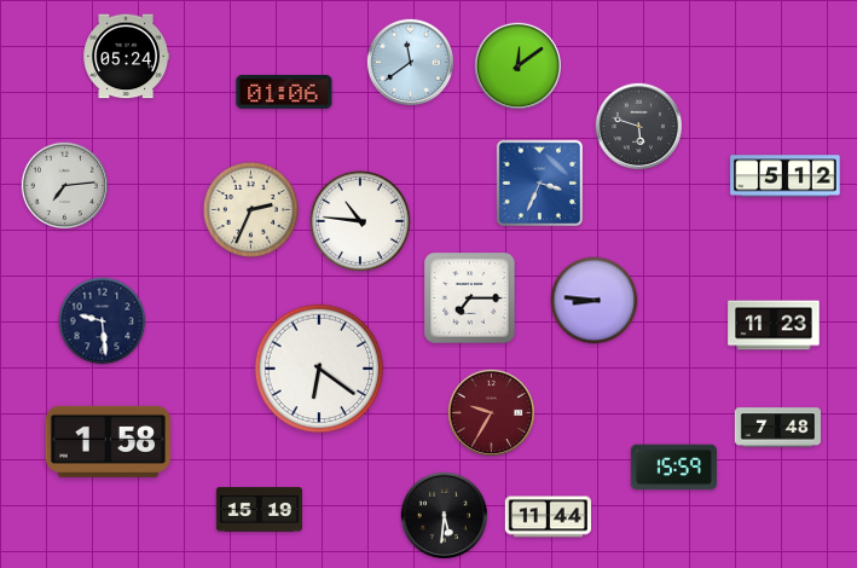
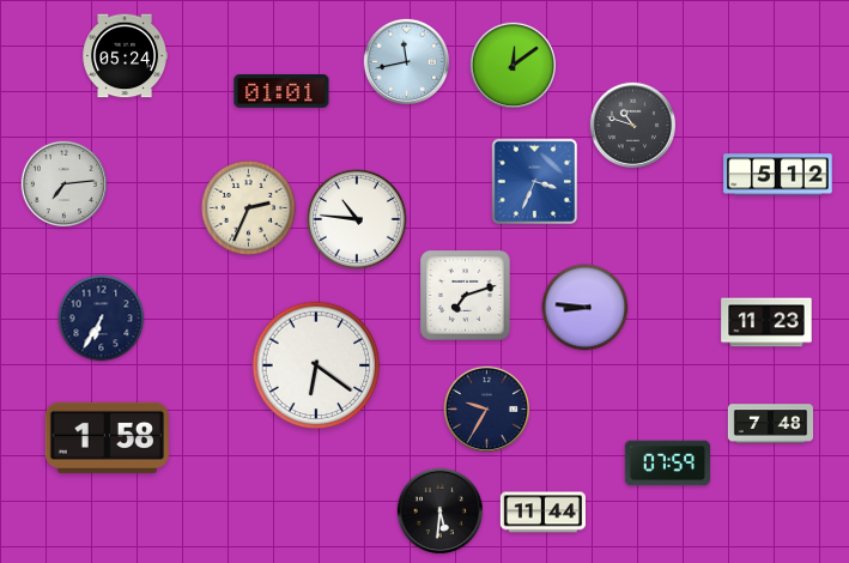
clock at (410, 62): 11:39 -> 11:43
clock at (284, 93): 01:06 -> 01:01
clock at (638, 126): 5:48 -> 10:48
clock at (470, 299): 7:15 -> 7:12
clock at (595, 301) position: (595, 301) -> (586, 308)
clock at (103, 321): 9:29 -> 6:35
clock at (491, 412) dial: burgundy -> navy
clock at (673, 468): 15:59 -> 07:59
clock at (259, 510): 15:19 -> none
